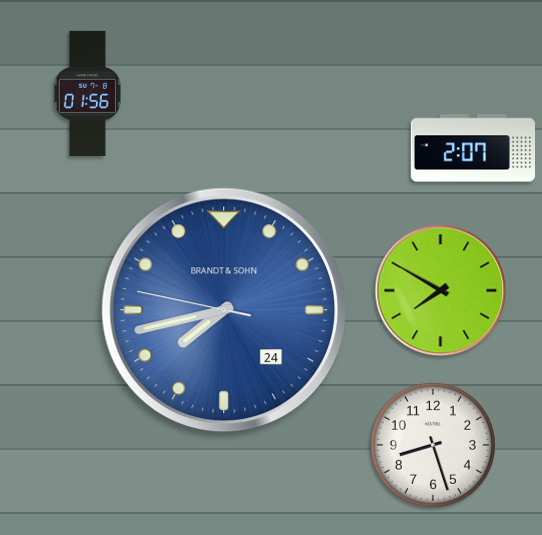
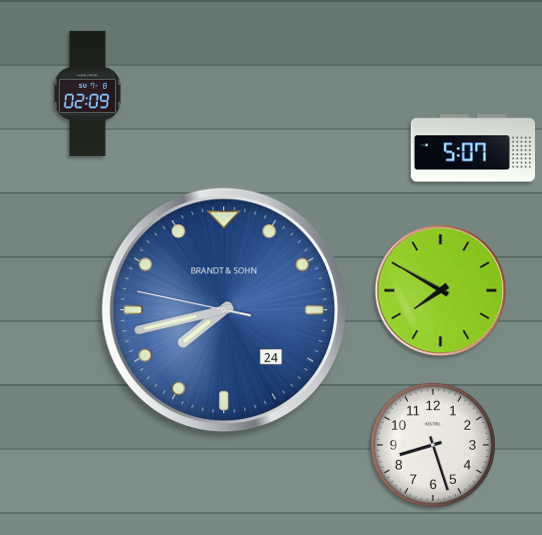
clock at (87, 93): 01:56 -> 02:09
clock at (472, 148): 2:07 -> 5:07
